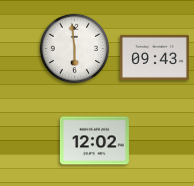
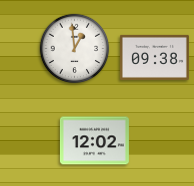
clock at (75, 49): 5:59 -> 12:59
clock at (154, 57): 09:43 -> 09:38
